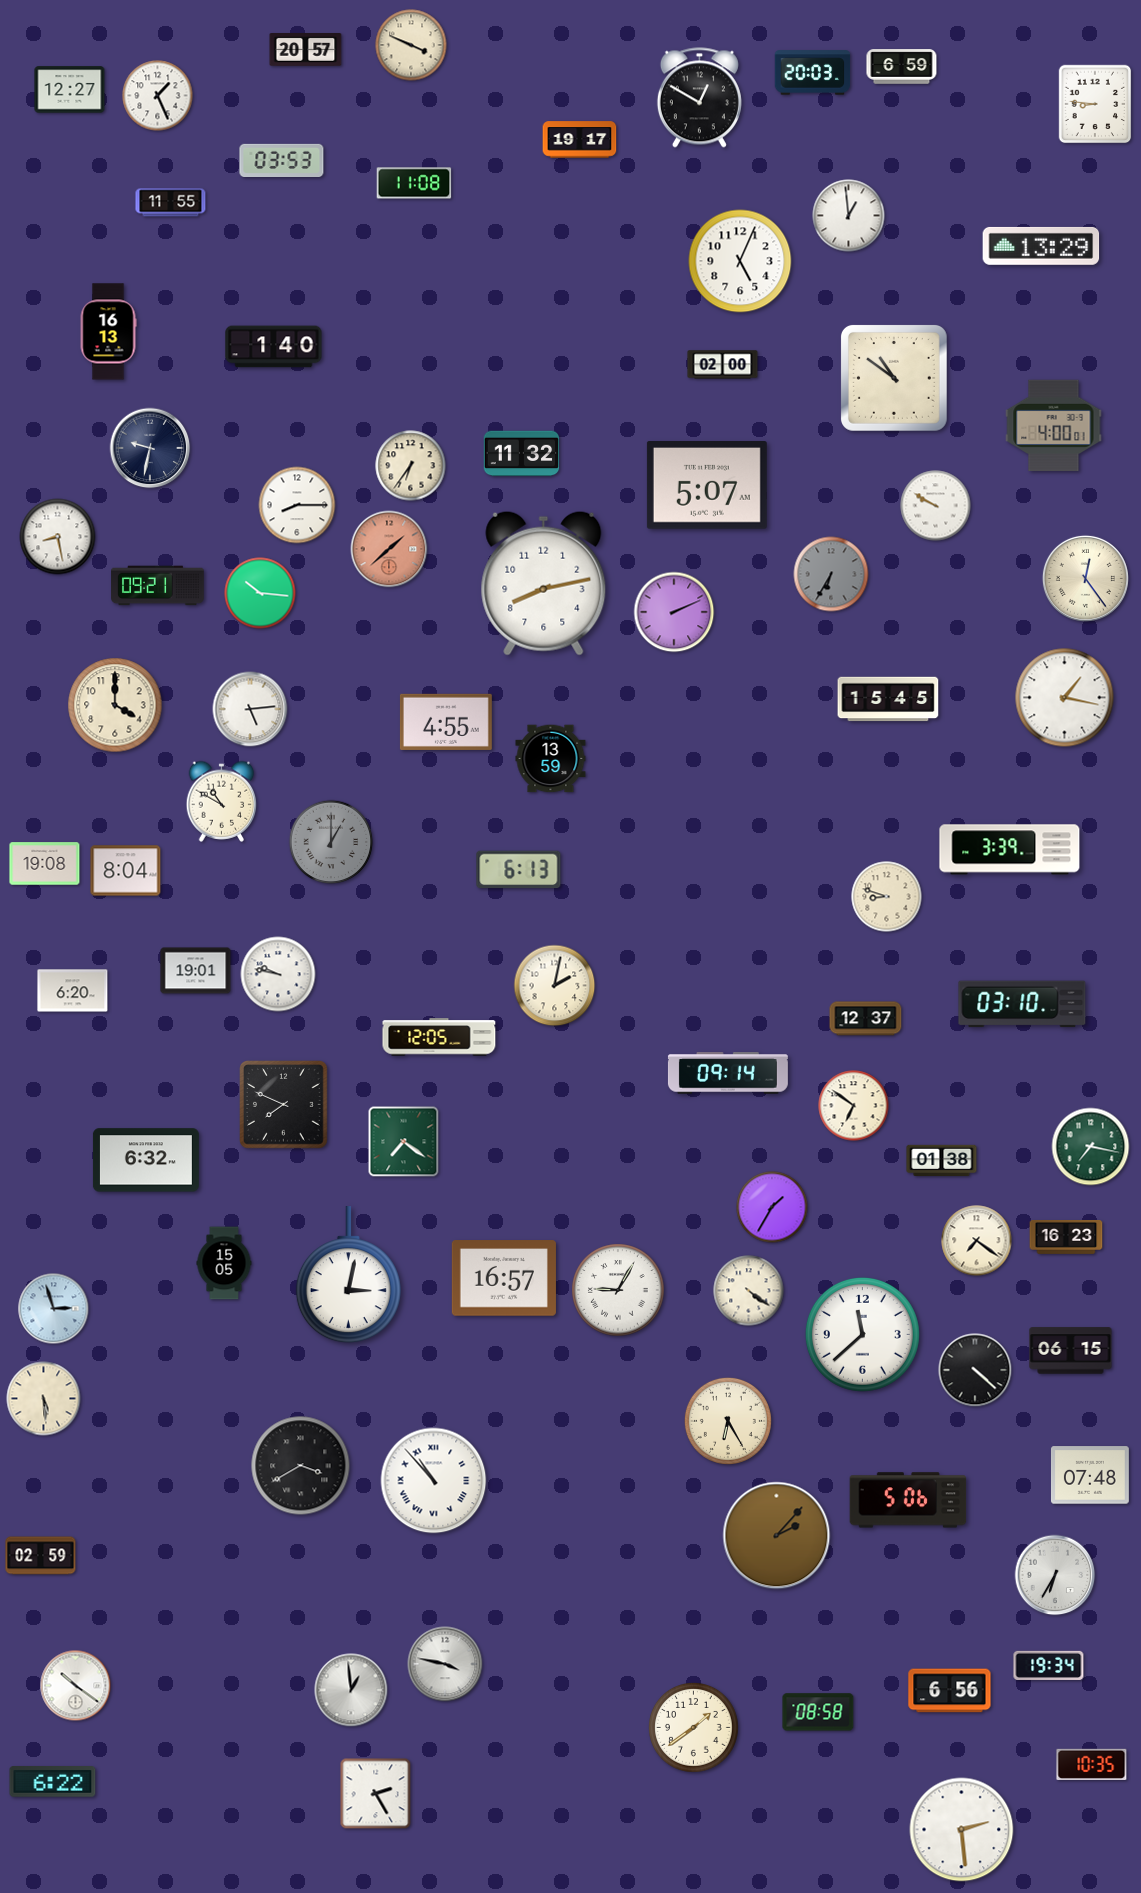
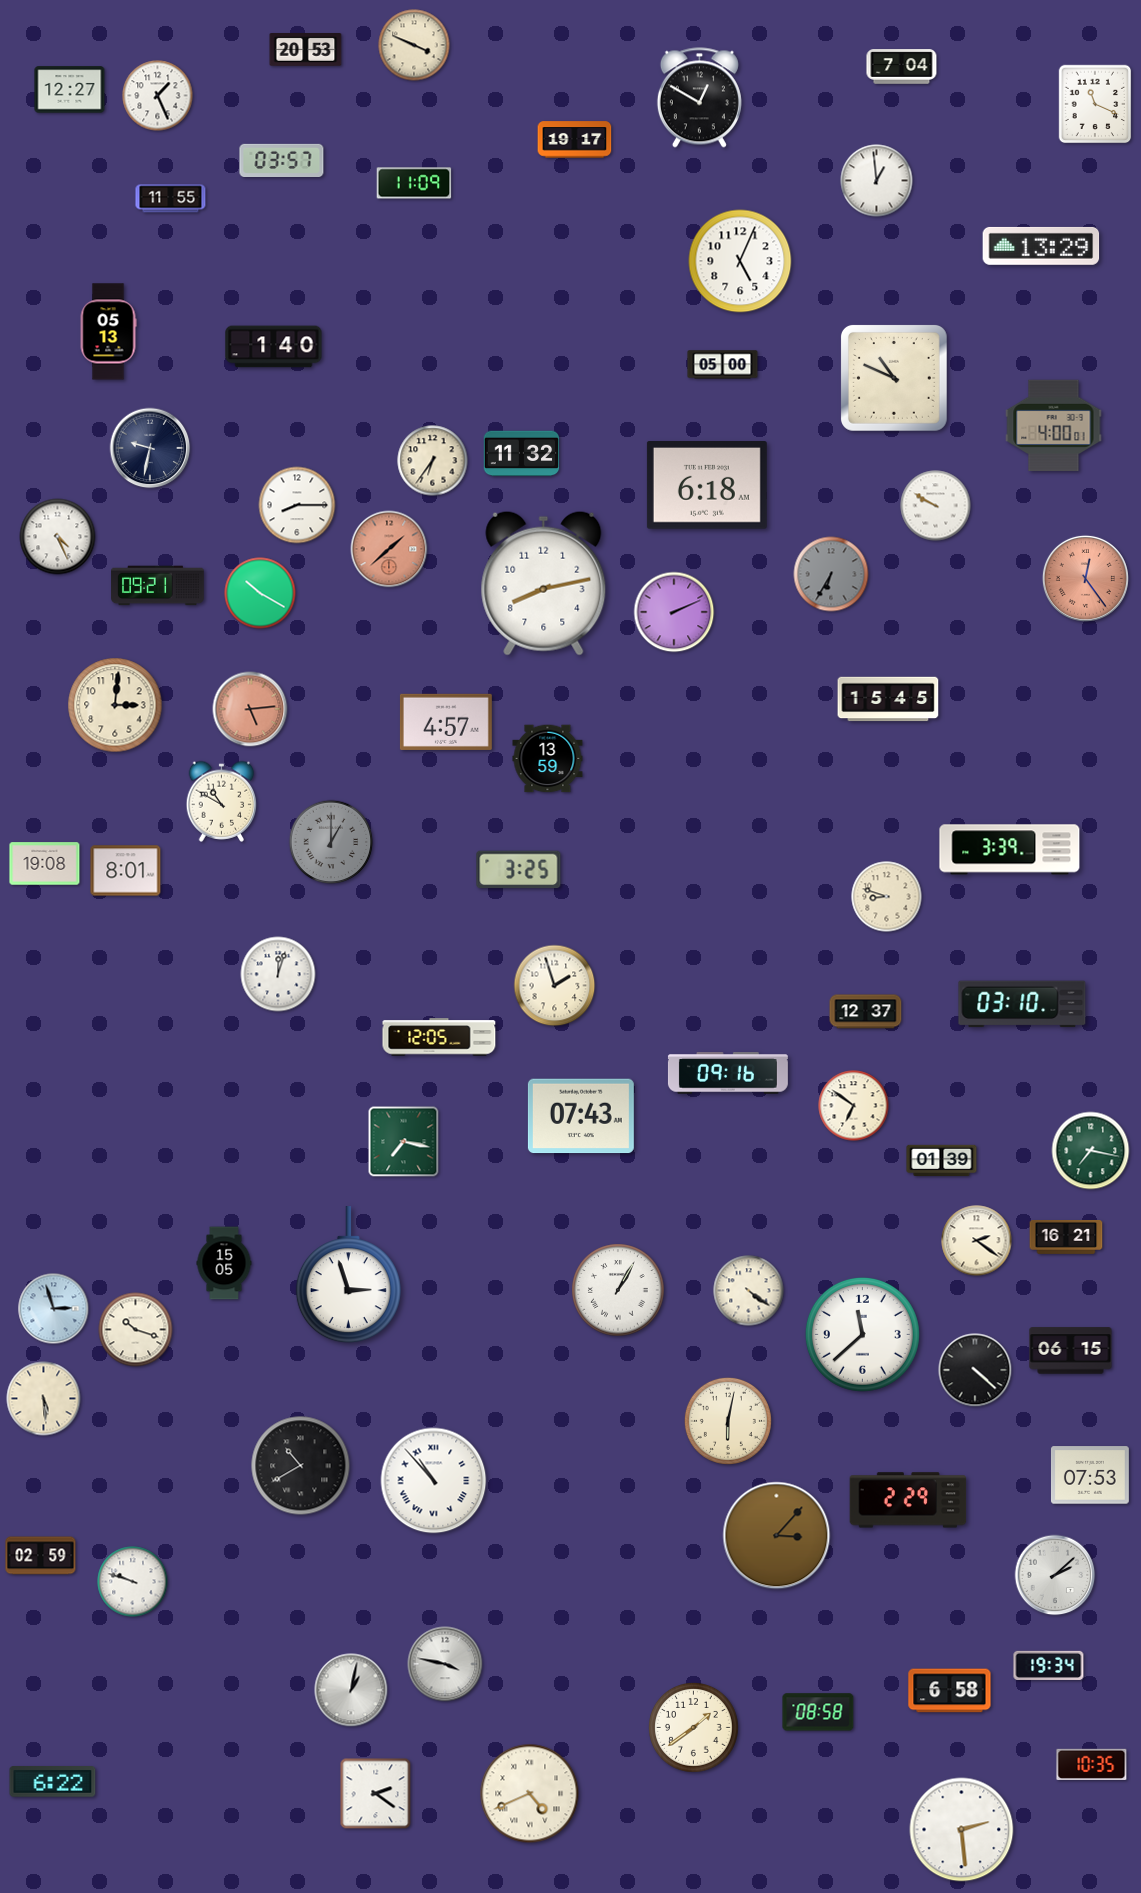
clock at (411, 45) position: (411, 45) -> (414, 45)
clock at (306, 50): 20:57 -> 20:53
clock at (902, 67): 6:59 -> 7:04
clock at (813, 73): 20:03 -> none
clock at (1095, 104): 8:46 -> 11:19
clock at (580, 140) position: (580, 140) -> (575, 140)
clock at (282, 160): 03:53 -> 03:57
clock at (414, 183): 11:08 -> 11:09
clock at (171, 203) position: (171, 203) -> (171, 199)
clock at (849, 216) position: (849, 216) -> (877, 181)
clock at (108, 332): 16:13 -> 05:13
clock at (723, 365): 02:00 -> 05:00
clock at (894, 378): 10:51 -> 10:49
clock at (411, 466) position: (411, 466) -> (433, 461)
clock at (707, 486): 5:07 -> 6:18
clock at (58, 537): 8:28 -> 4:26
clock at (1085, 578) dial: cream -> salmon
clock at (260, 593): 10:16 -> 10:20
clock at (1065, 698): 1:17 -> none
clock at (115, 705): 4:00 -> 3:01
clock at (250, 709) dial: white -> salmon
clock at (446, 722): 4:55 -> 4:57
clock at (551, 759) position: (551, 759) -> (548, 759)
clock at (519, 870): 6:13 -> 3:25
clock at (126, 871): 8:04 -> 8:01
clock at (196, 971): 19:01 -> none
clock at (278, 974): 9:47 -> 12:03
clock at (555, 986): 2:02 -> 1:57
clock at (73, 991): 6:20 -> none
clock at (866, 1019) position: (866, 1019) -> (866, 1012)
clock at (728, 1073): 09:14 -> 09:16
clock at (284, 1105): 7:49 -> none
clock at (581, 1116): none -> 07:43
clock at (404, 1142): 7:21 -> 7:17
clock at (1091, 1147) position: (1091, 1147) -> (1091, 1151)
clock at (146, 1160): 6:32 -> none
clock at (942, 1161): 01:38 -> 01:39
clock at (772, 1207): 1:35 -> none
clock at (1066, 1238): 16:23 -> 16:21
clock at (977, 1241): 7:21 -> 2:21
clock at (348, 1275): 3:02 -> 2:57
clock at (504, 1278): 16:57 -> none
clock at (618, 1290): 9:05 -> 1:05
clock at (136, 1330): none -> 10:18
clock at (728, 1421): 6:25 -> 6:02
clock at (301, 1466): 3:40 -> 10:40
clock at (1090, 1475): 07:48 -> 07:53
clock at (908, 1500): 5:06 -> 2:29
clock at (777, 1536): 2:07 -> 3:07
clock at (1055, 1575): 6:35 -> 2:08
clock at (133, 1582): none -> 9:48
clock at (76, 1686): 10:21 -> none
clock at (351, 1690): 12:59 -> 1:02
clock at (950, 1691): 6:56 -> 6:58
clock at (376, 1794): 2:25 -> 2:21
clock at (530, 1794): none -> 4:41
